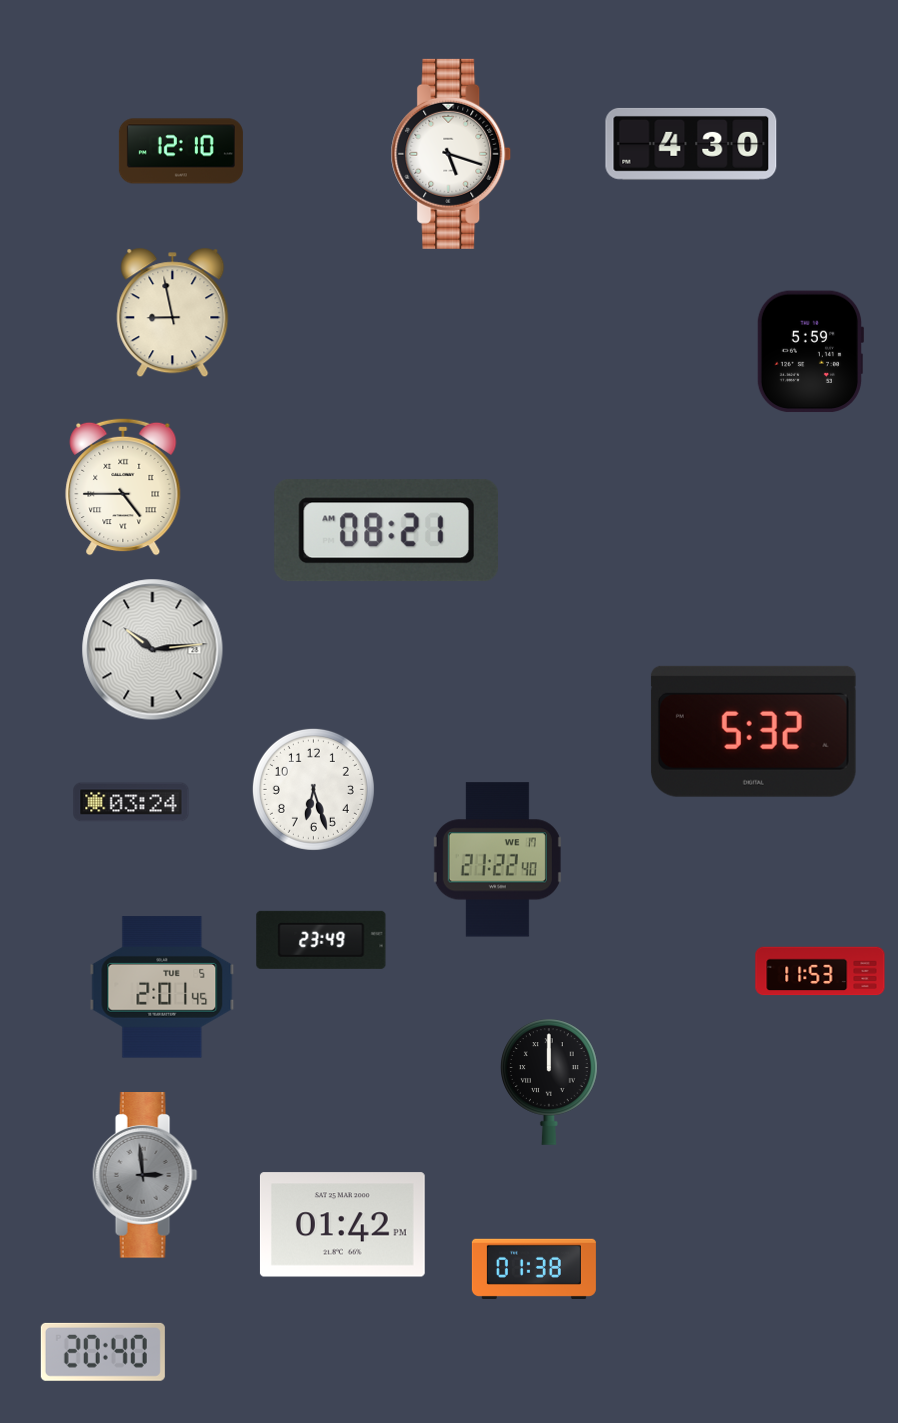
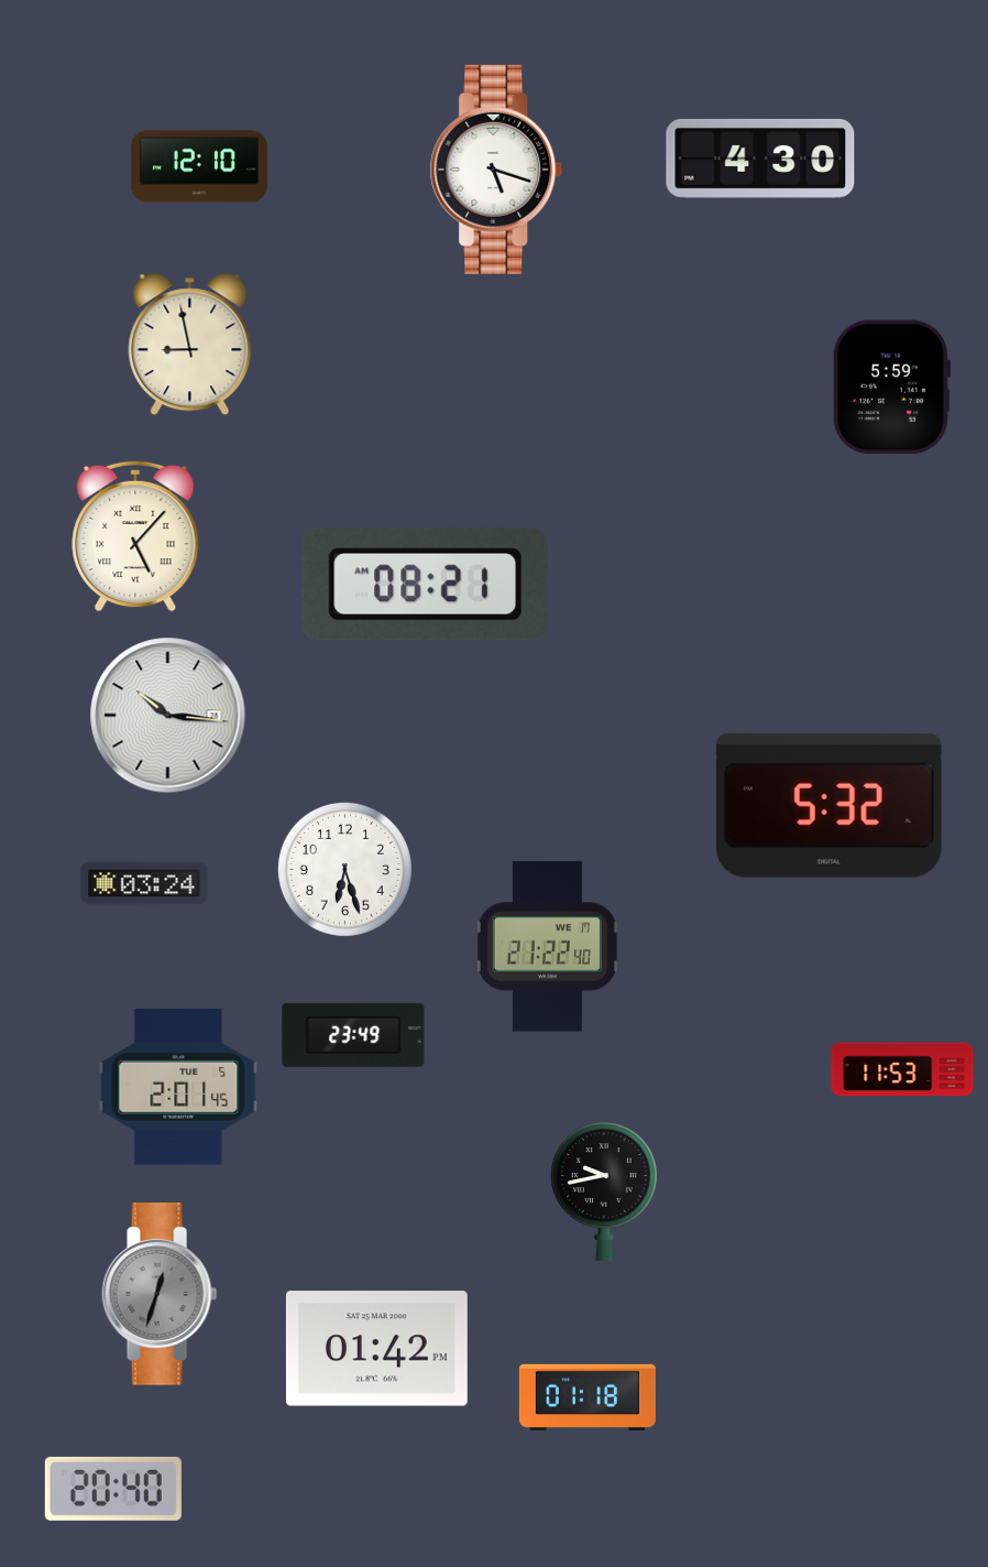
clock at (123, 487): 4:45 -> 5:07
clock at (153, 650): 10:14 -> 10:16
clock at (549, 1082): 12:00 -> 9:43
clock at (145, 1176): 2:59 -> 12:33
clock at (534, 1269): 01:38 -> 01:18
